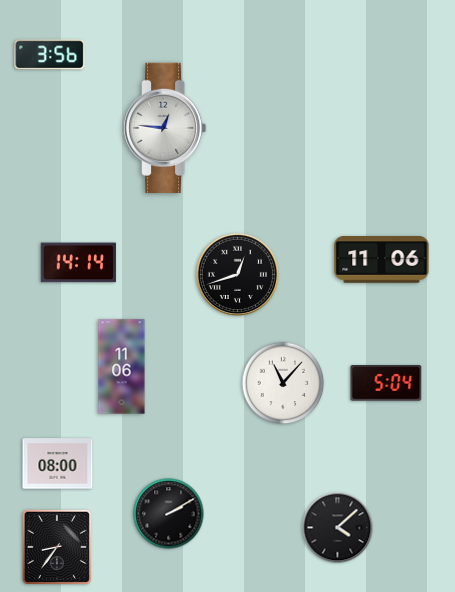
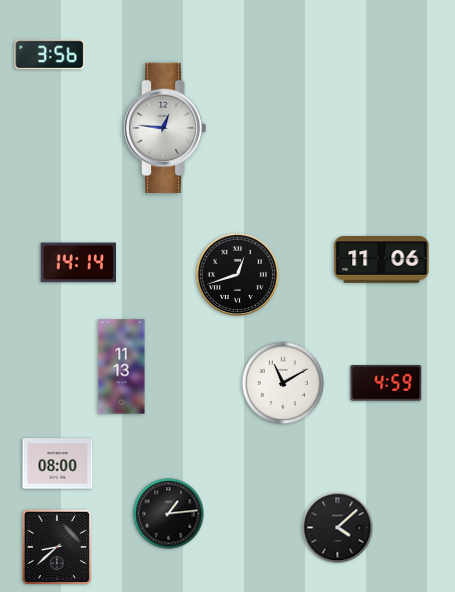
clock at (122, 367): 11:06 -> 11:13
clock at (283, 383): 11:07 -> 11:10
clock at (386, 383): 5:04 -> 4:59
clock at (169, 514): 2:10 -> 1:14
clock at (57, 547): 8:36 -> 8:38
